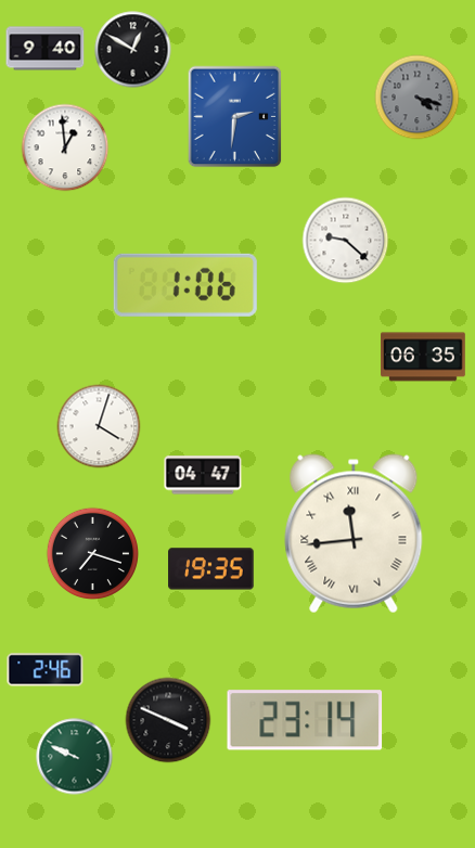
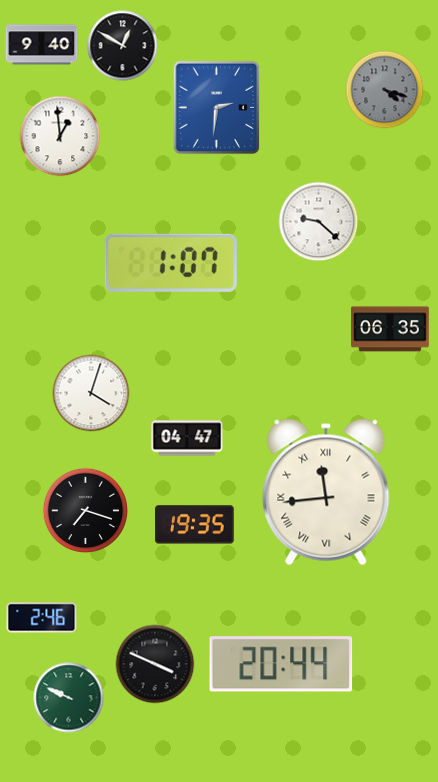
clock at (185, 285): 1:06 -> 1:07
clock at (305, 720): 23:14 -> 20:44
